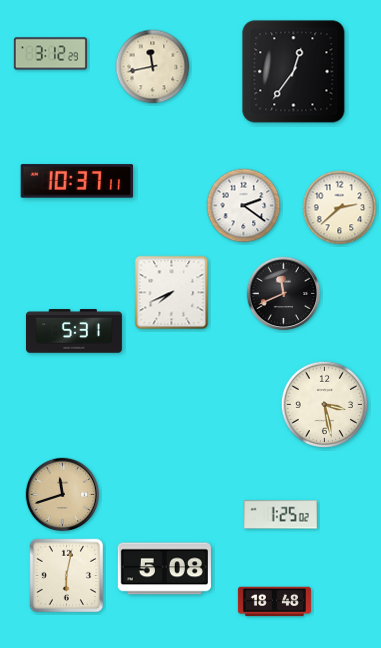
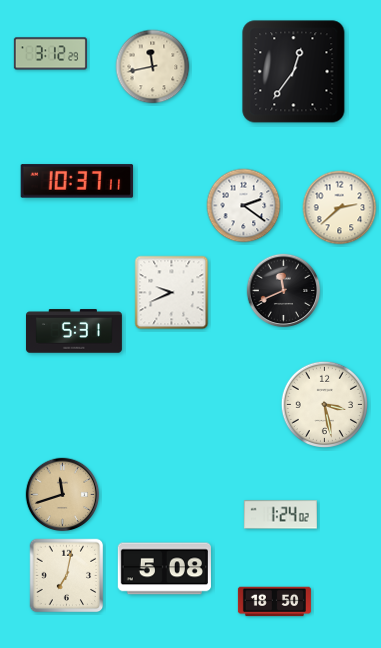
clock at (172, 293): 7:41 -> 9:41
clock at (284, 294) position: (284, 294) -> (284, 291)
clock at (280, 515): 1:25 -> 1:24
clock at (67, 576): 6:02 -> 7:02
clock at (274, 602): 18:48 -> 18:50
